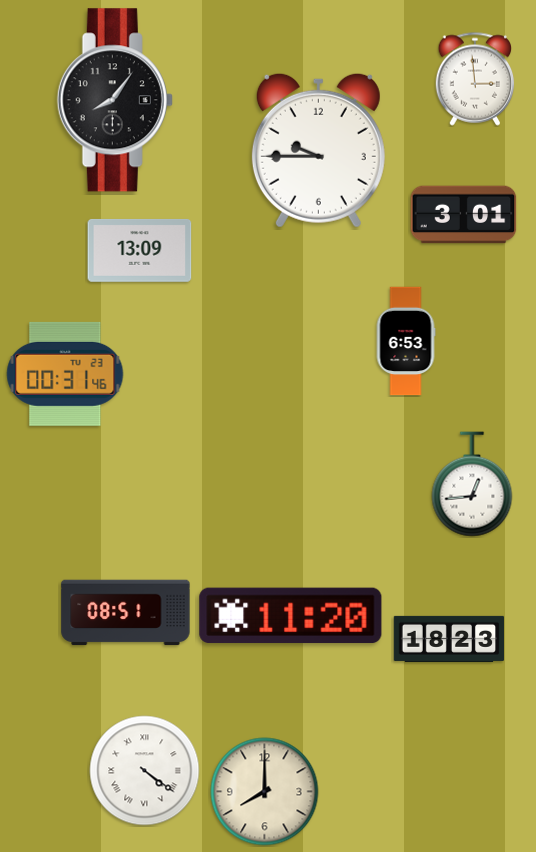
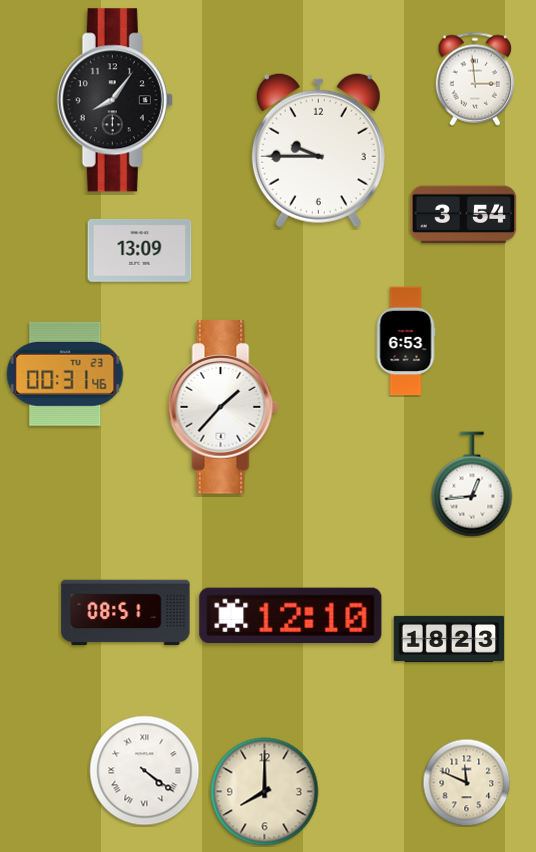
clock at (464, 215): 3:01 -> 3:54
clock at (223, 407): none -> 1:37
clock at (291, 616): 11:20 -> 12:10
clock at (466, 782): none -> 11:49
